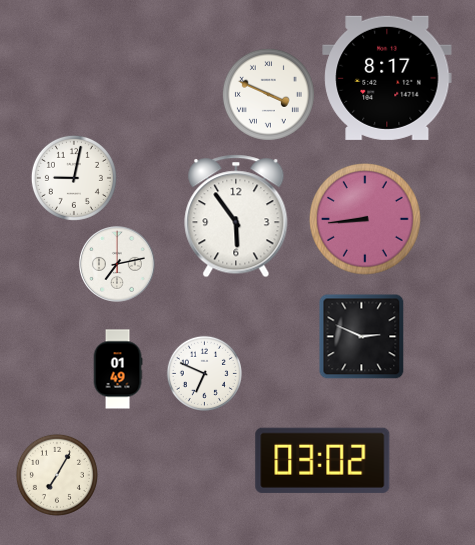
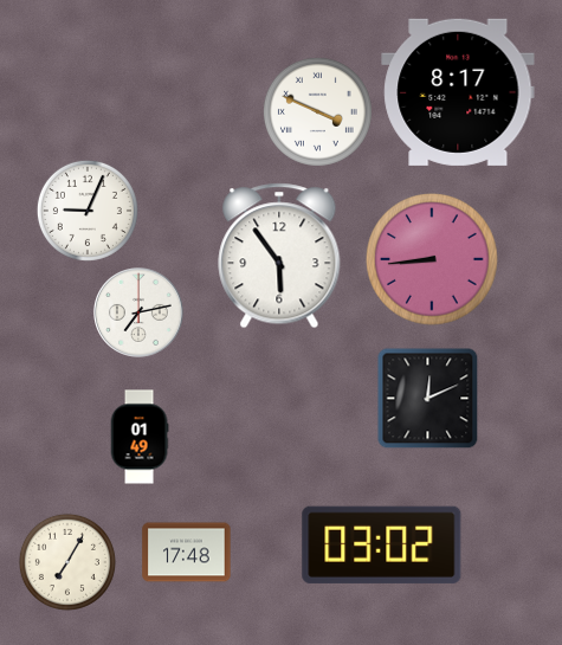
clock at (74, 178): 9:02 -> 9:04
clock at (362, 337): 2:49 -> 12:11
clock at (204, 373): 6:49 -> none
clock at (187, 553): none -> 17:48
